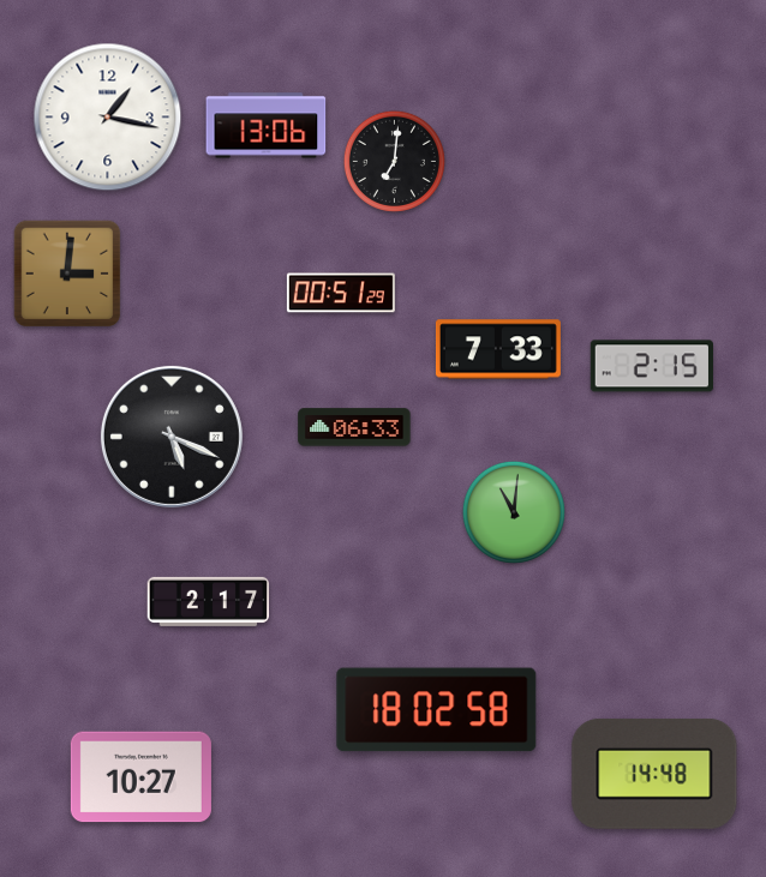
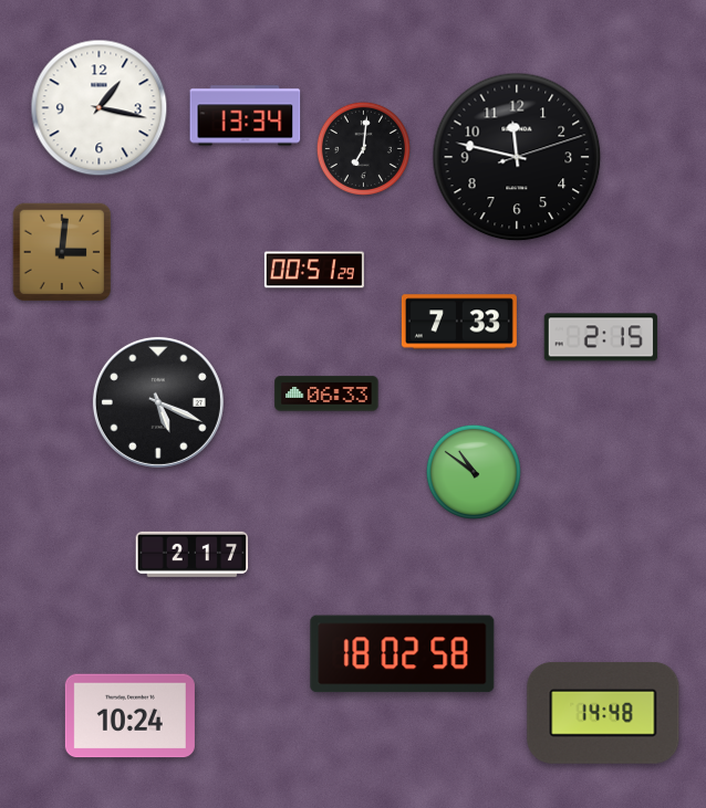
clock at (267, 126): 13:06 -> 13:34
clock at (517, 157): none -> 11:47
clock at (514, 512): 11:01 -> 10:51
clock at (140, 777): 10:27 -> 10:24
